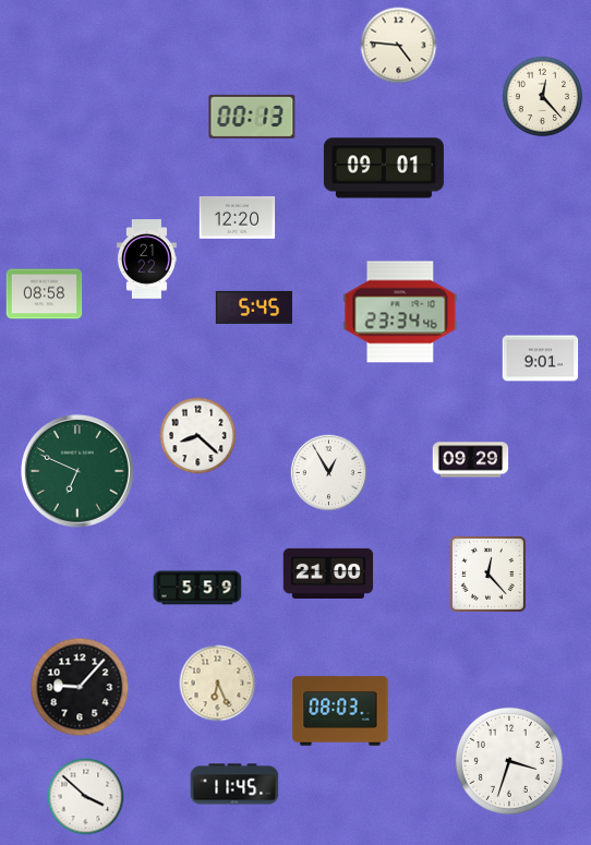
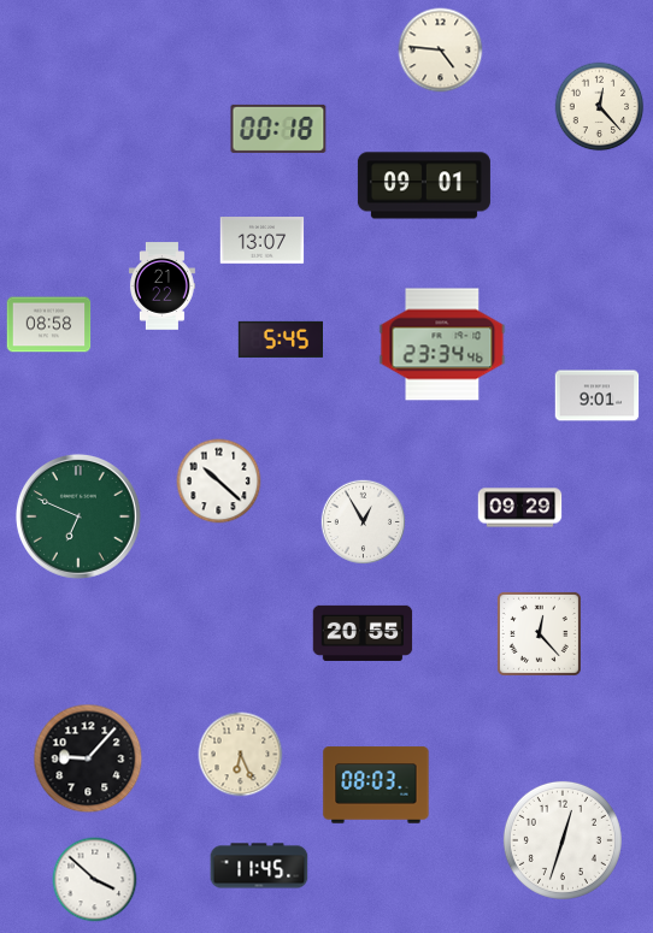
clock at (252, 117): 00:13 -> 00:18
clock at (238, 218): 12:20 -> 13:07
clock at (198, 436): 8:22 -> 10:22
clock at (77, 471) position: (77, 471) -> (78, 516)
clock at (328, 574): 21:00 -> 20:55
clock at (197, 588): 5:59 -> none
clock at (509, 761): 3:33 -> 12:33
